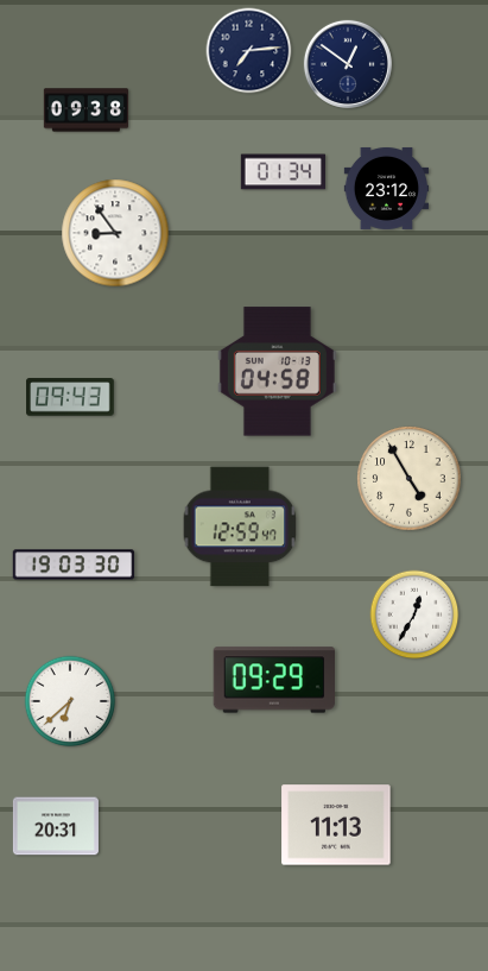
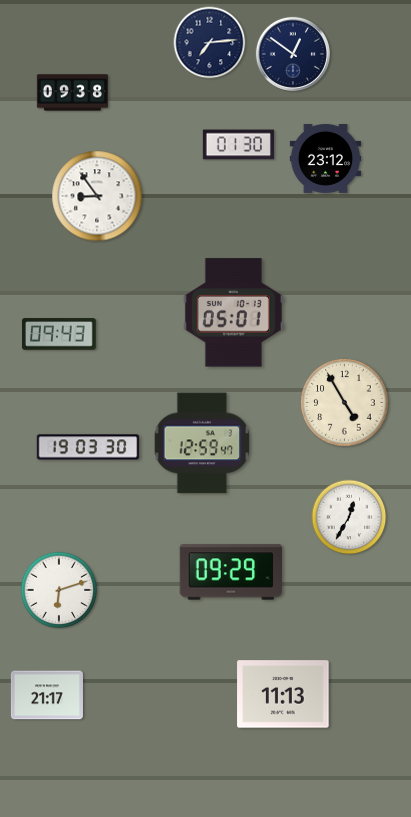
clock at (283, 172): 01:34 -> 01:30
clock at (277, 372): 04:58 -> 05:01
clock at (74, 565) position: (74, 565) -> (88, 447)
clock at (70, 701): 6:38 -> 6:12
clock at (56, 826): 20:31 -> 21:17
